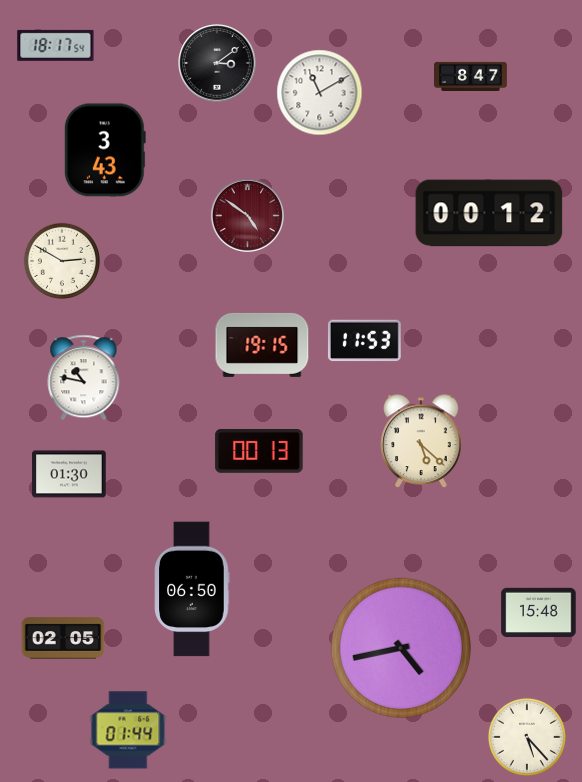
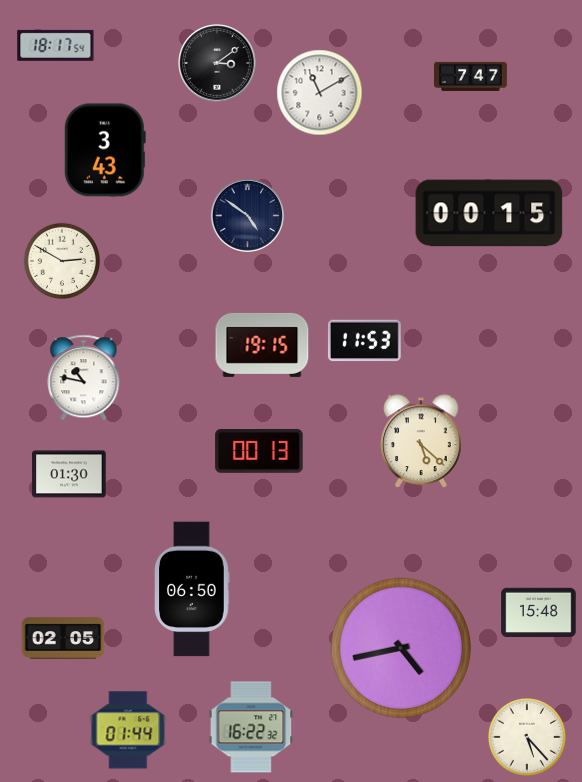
clock at (471, 76): 8:47 -> 7:47
clock at (489, 213): 00:12 -> 00:15
clock at (247, 215) dial: burgundy -> navy
clock at (251, 727): none -> 16:22
